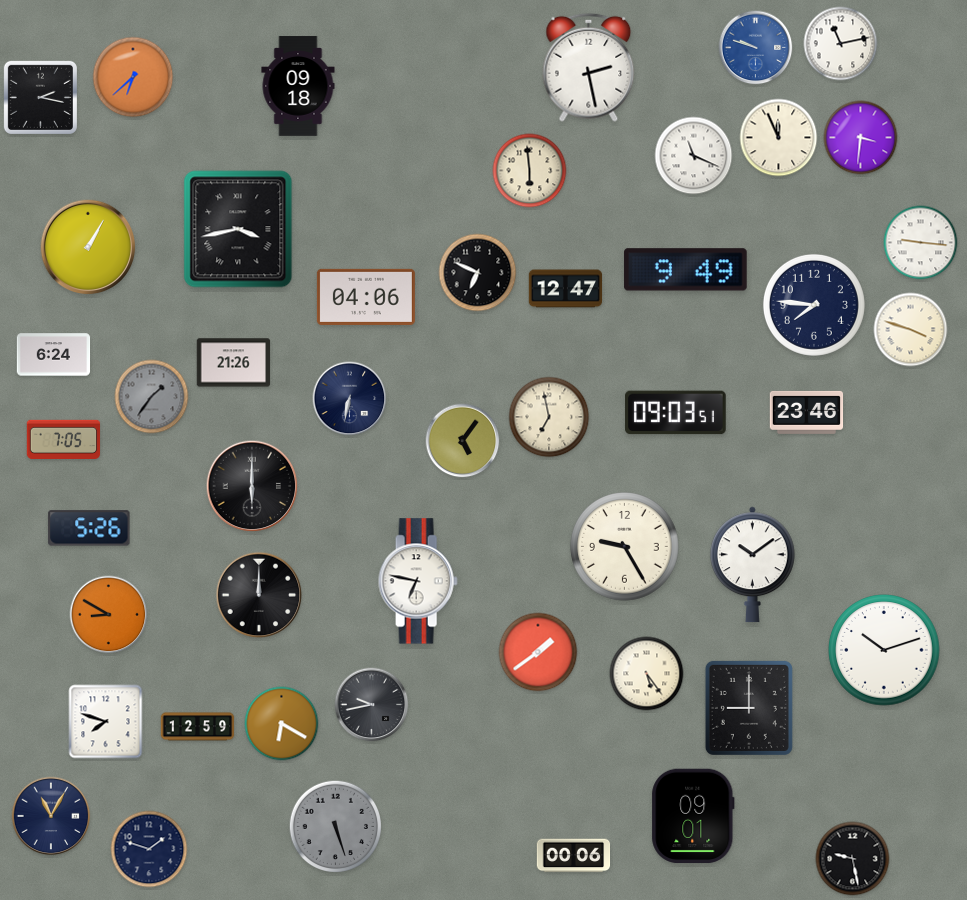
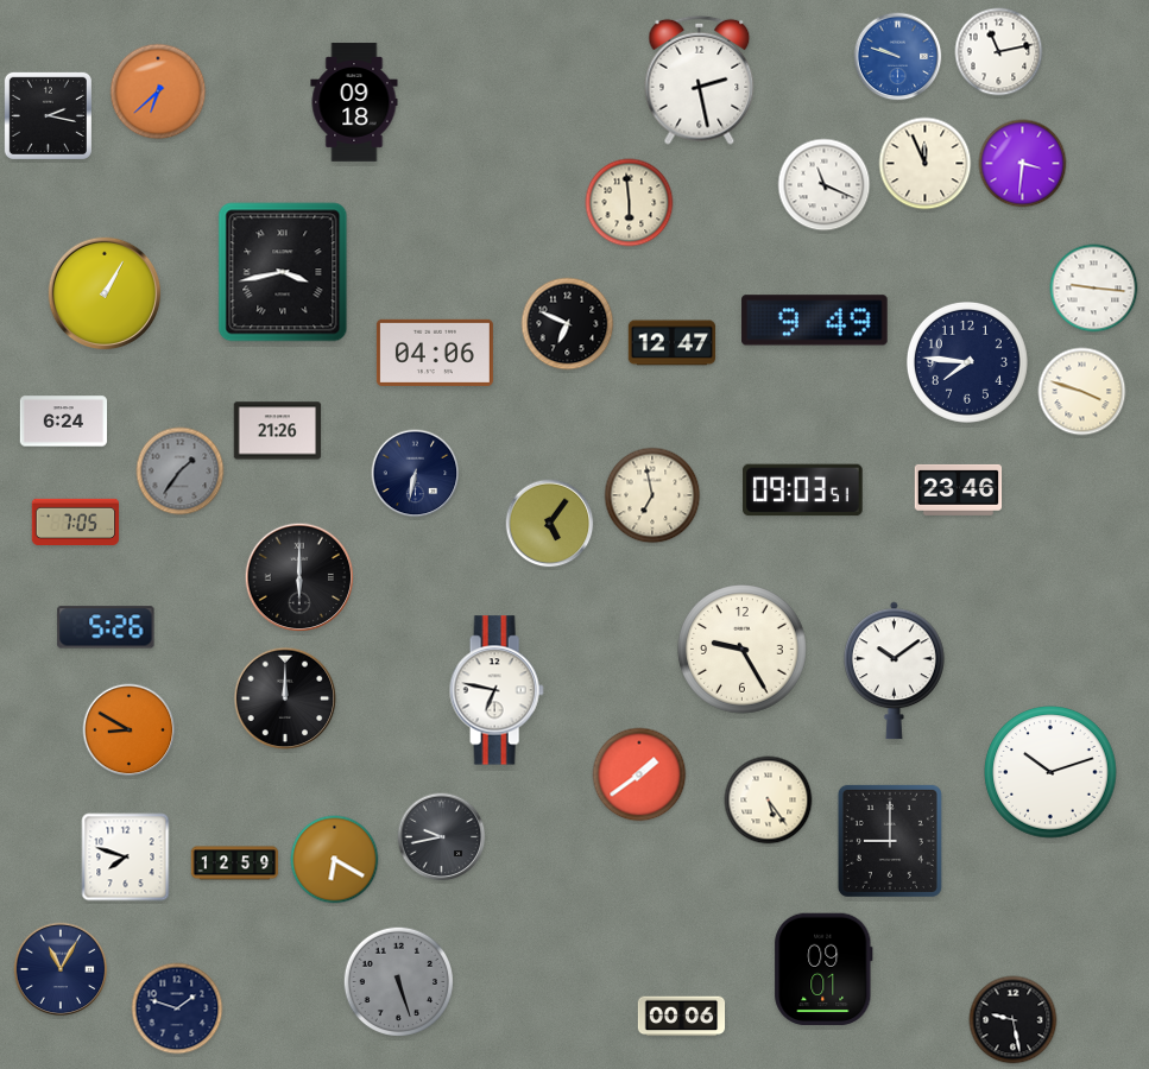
clock at (259, 595) position: (259, 595) -> (285, 698)
